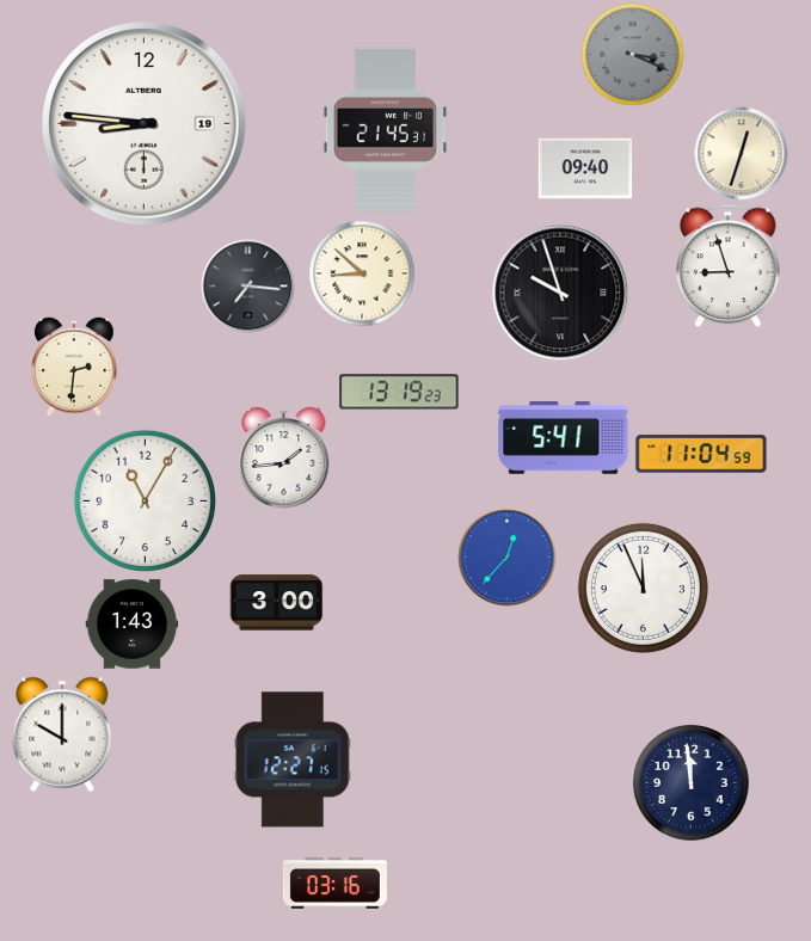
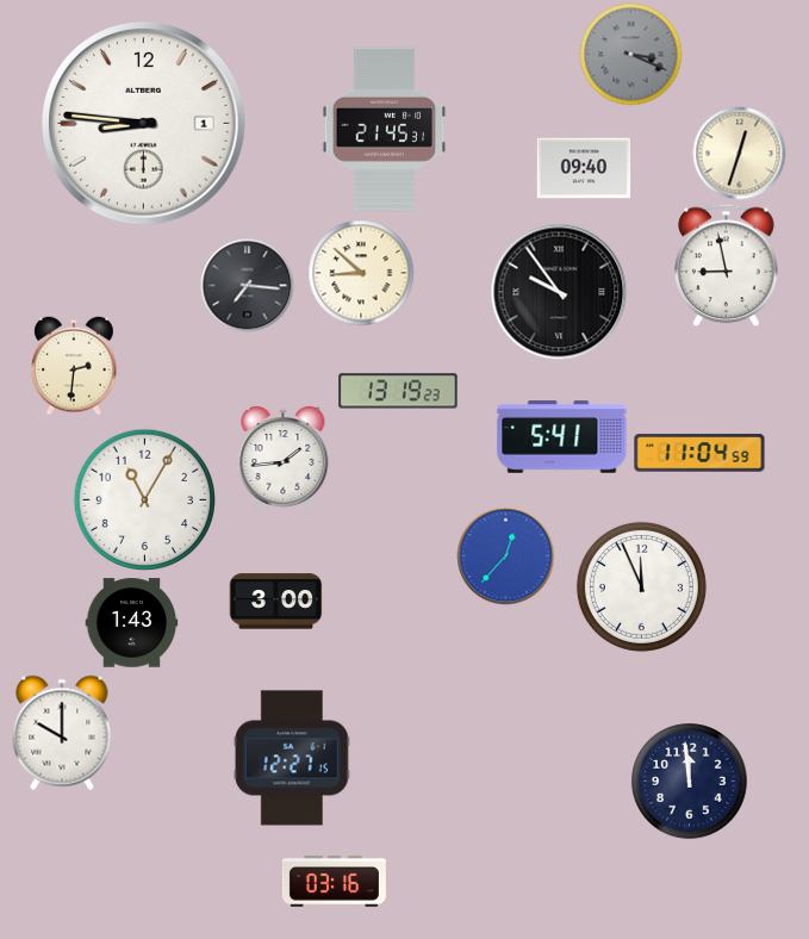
clock at (145, 124) date: 19 -> 1
clock at (729, 265): 8:57 -> 8:58
clock at (560, 293): 9:57 -> 9:54
